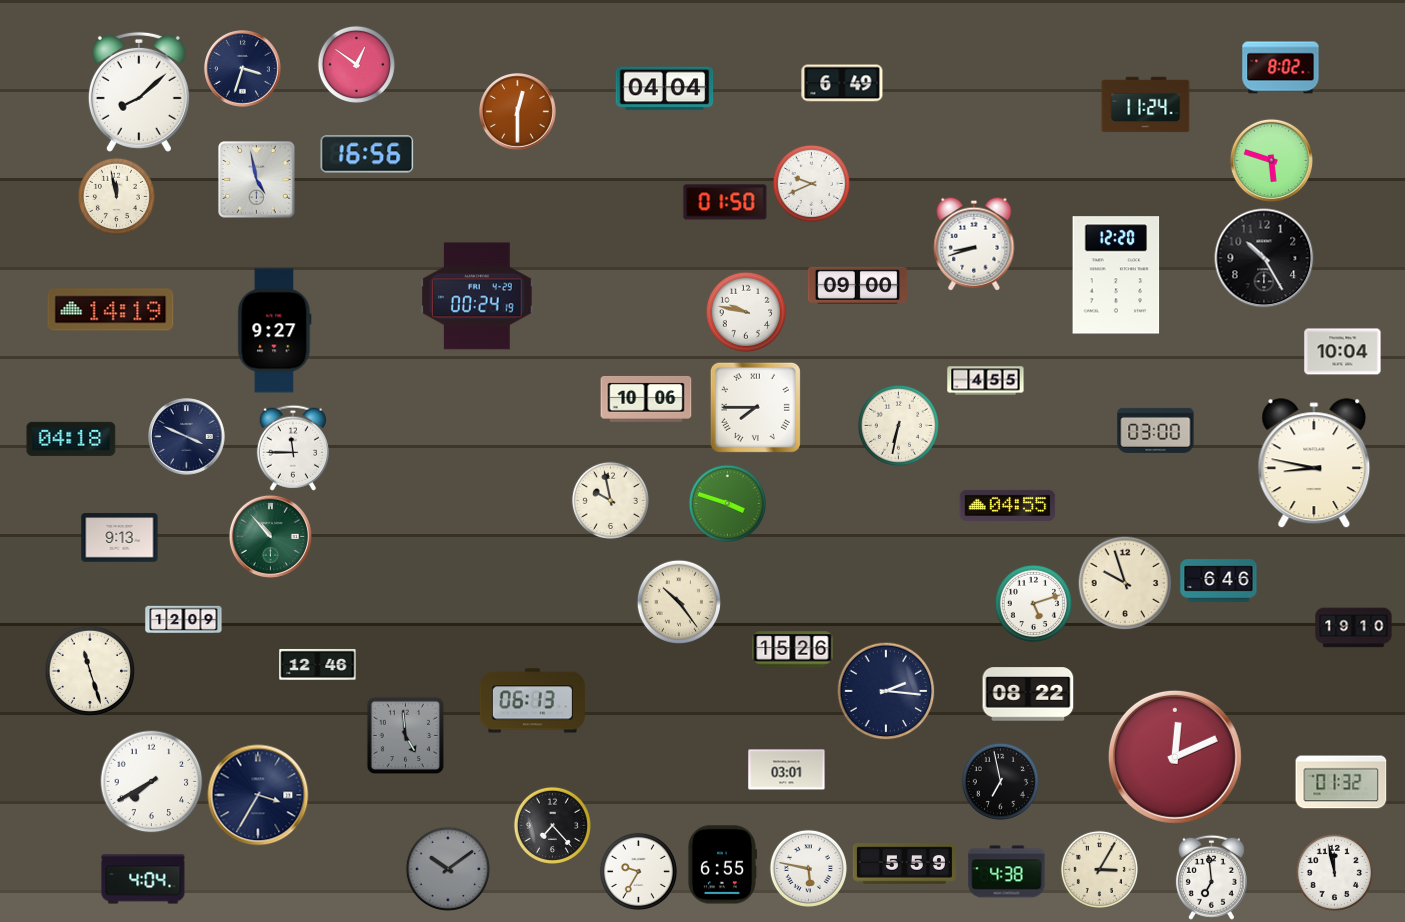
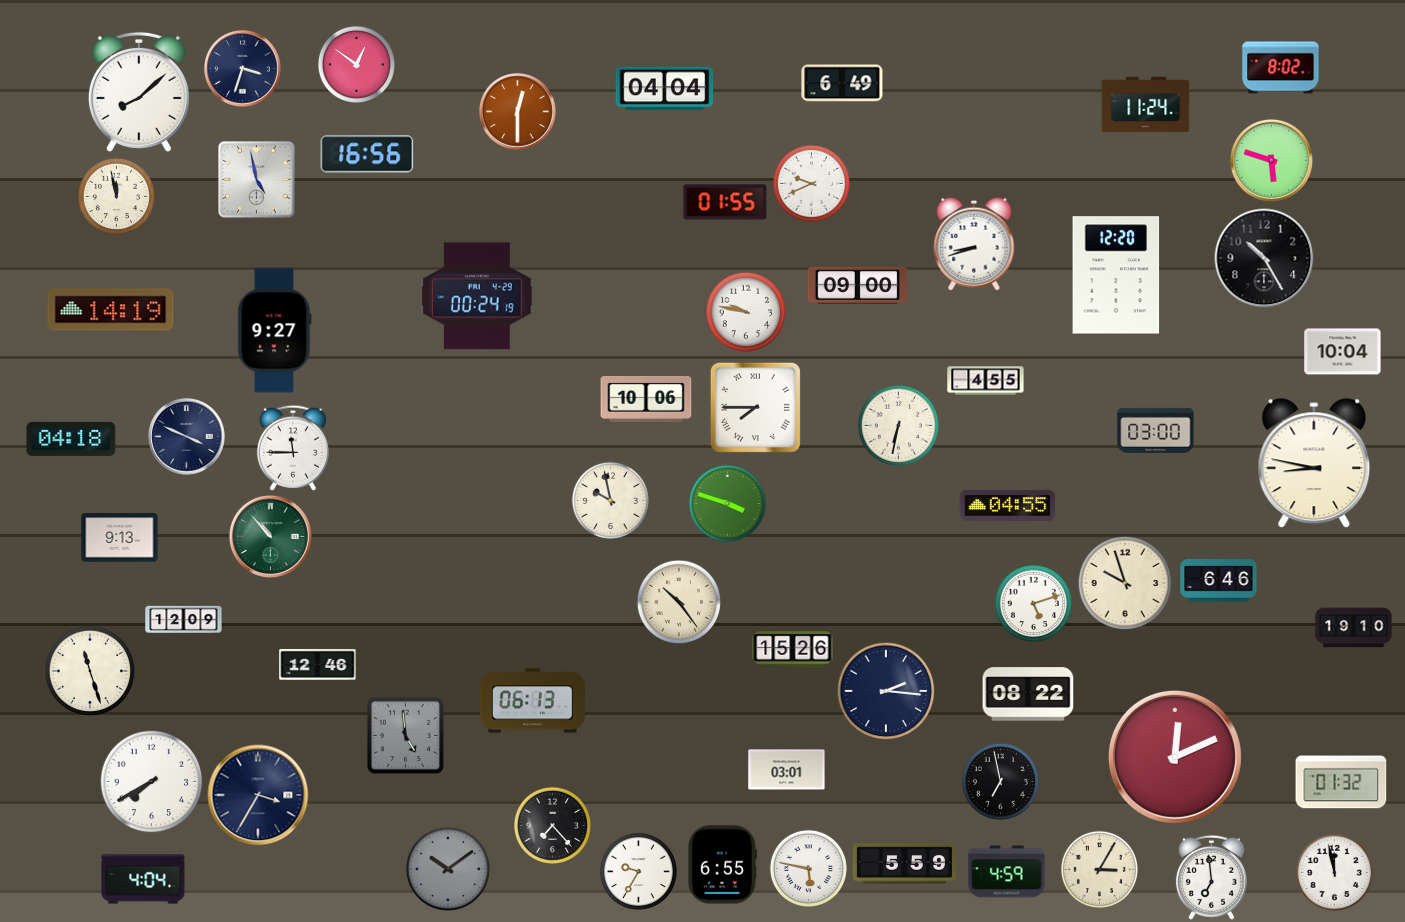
clock at (725, 202): 01:50 -> 01:55
clock at (1007, 872): 4:38 -> 4:59
